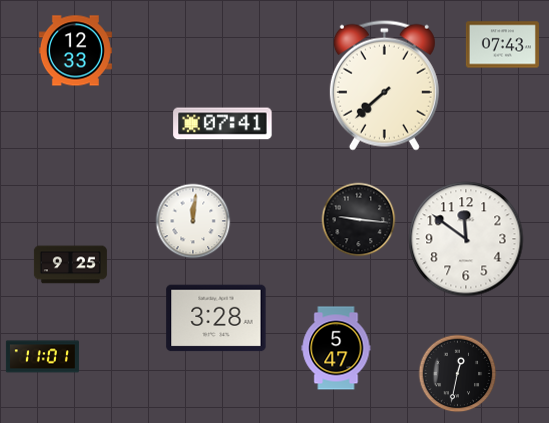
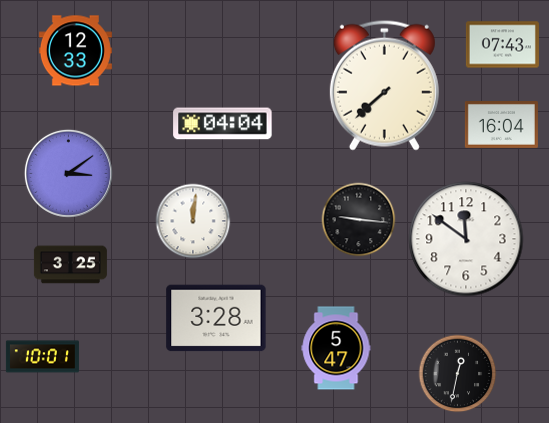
clock at (223, 124): 07:41 -> 04:04
clock at (501, 125): none -> 16:04
clock at (68, 173): none -> 3:09
clock at (70, 265): 9:25 -> 3:25
clock at (42, 357): 11:01 -> 10:01
